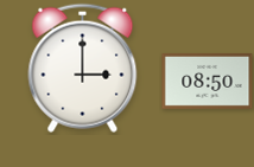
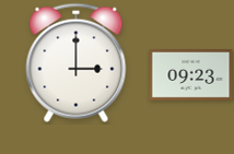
clock at (208, 81): 08:50 -> 09:23
